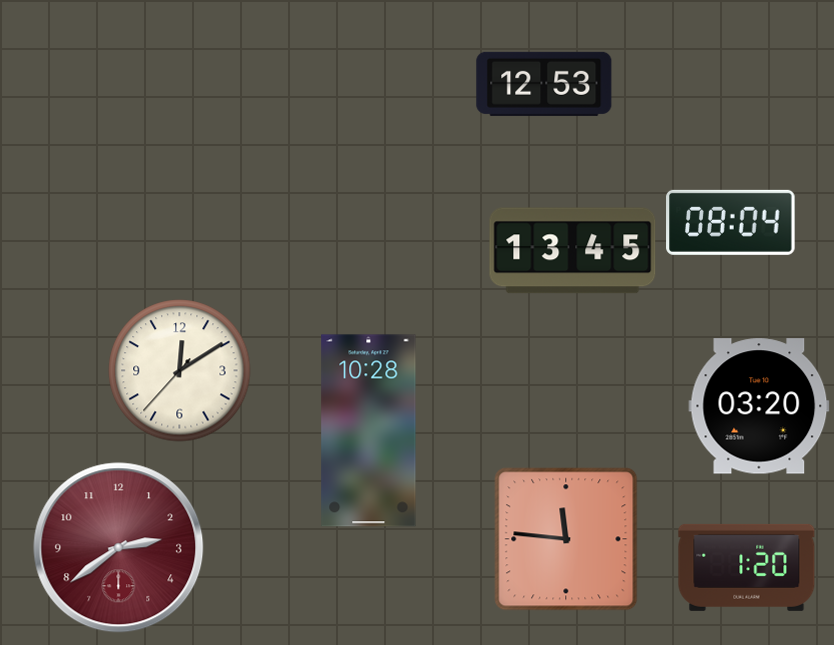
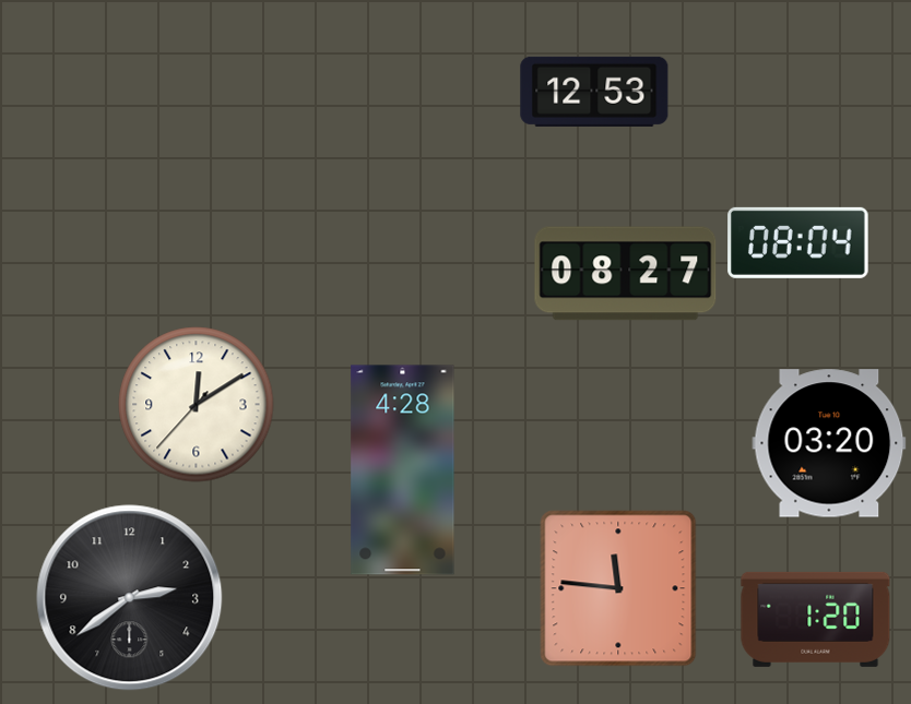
clock at (573, 251): 13:45 -> 08:27
clock at (369, 431): 10:28 -> 4:28
clock at (119, 548) dial: burgundy -> black
